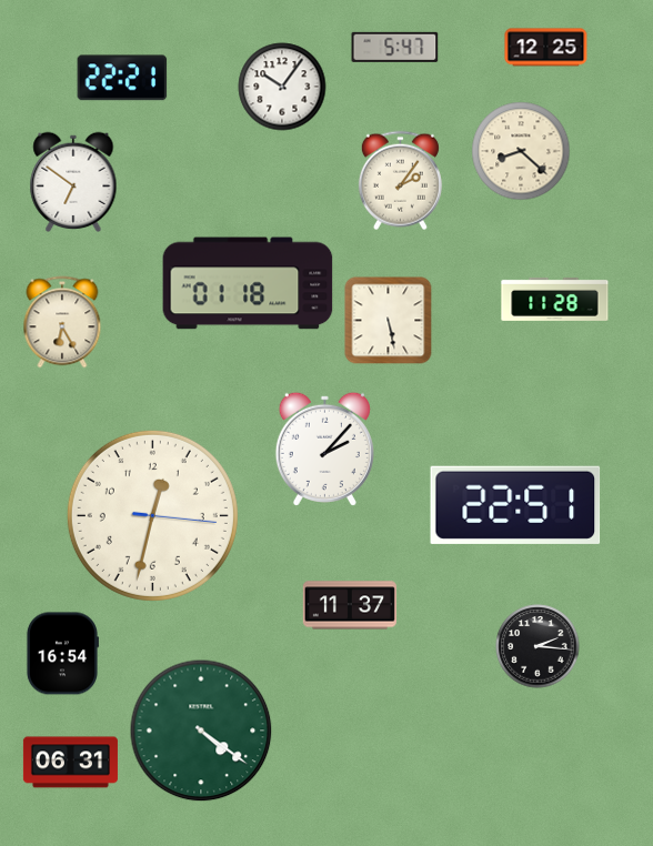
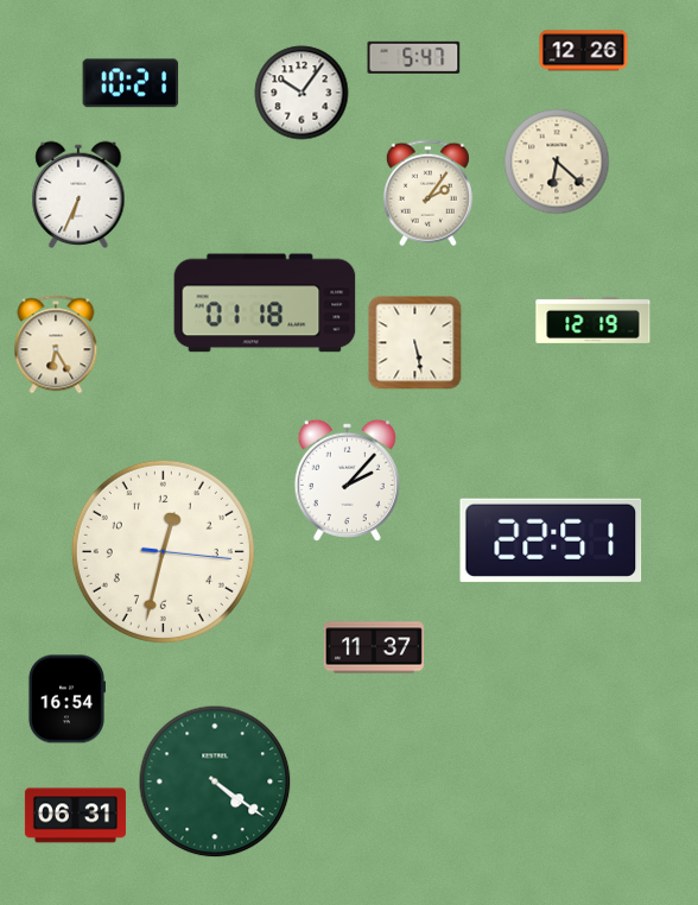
clock at (395, 47) position: (395, 47) -> (414, 57)
clock at (546, 48): 12:25 -> 12:26
clock at (122, 78): 22:21 -> 10:21
clock at (521, 151): 8:22 -> 6:22
clock at (73, 181): 6:51 -> 6:34
clock at (555, 299): 11:28 -> 12:19
clock at (62, 322) position: (62, 322) -> (56, 344)
clock at (538, 646): 2:16 -> none
